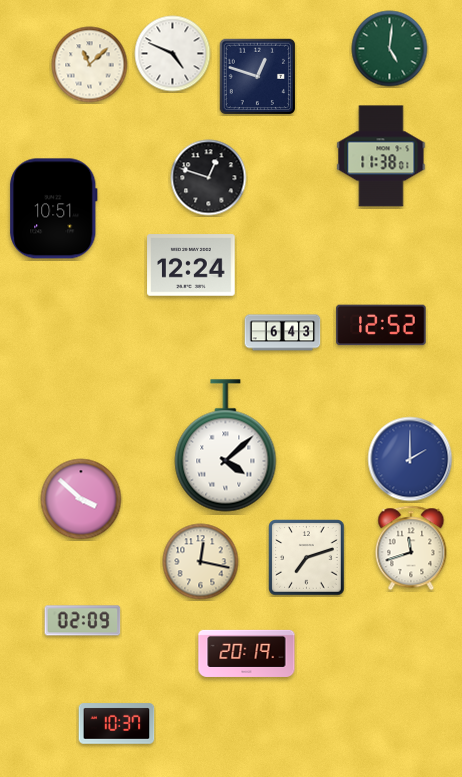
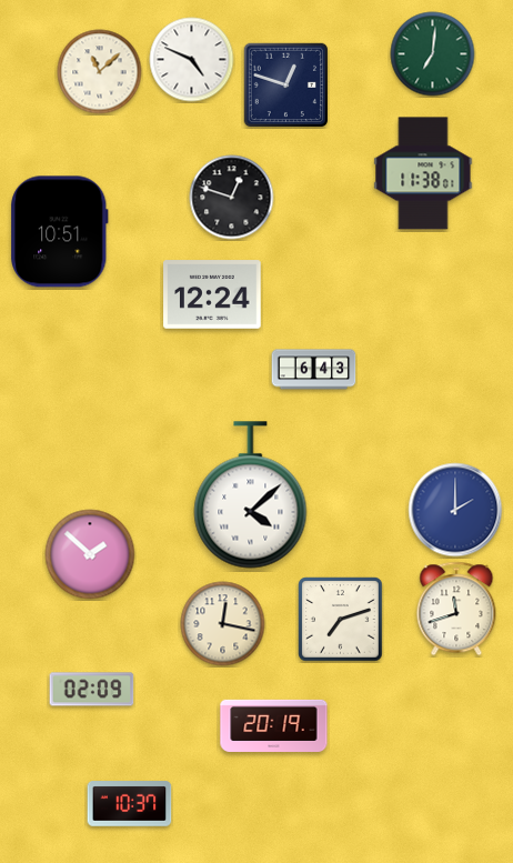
clock at (390, 49): 5:01 -> 7:01
clock at (381, 325): 12:52 -> none
clock at (81, 499): 3:52 -> 1:52
